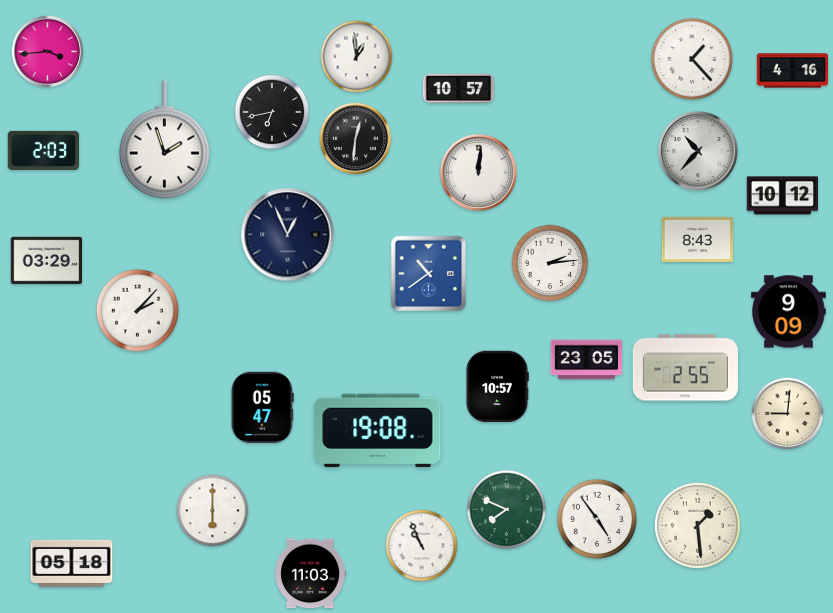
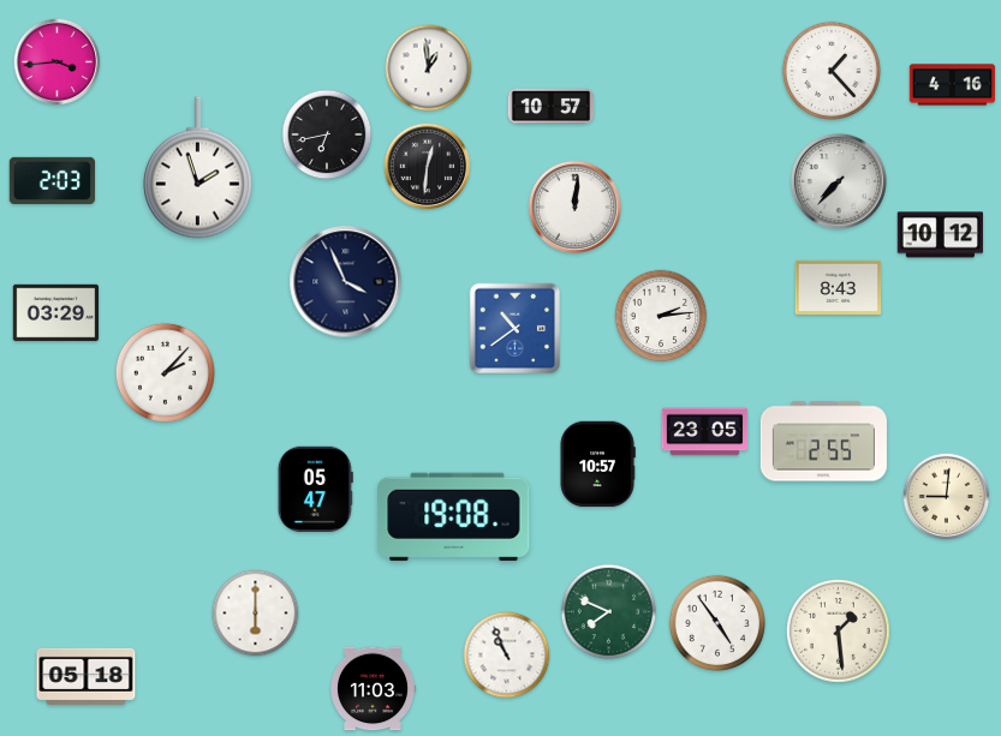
clock at (698, 151): 10:37 -> 7:37
clock at (288, 235): 12:56 -> 3:56
clock at (789, 312): 9:09 -> none
